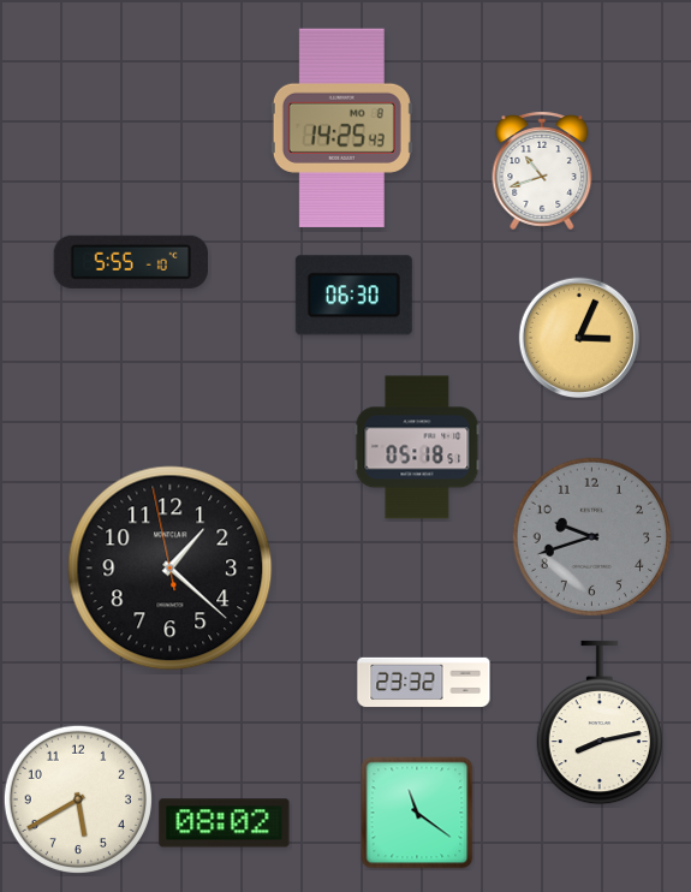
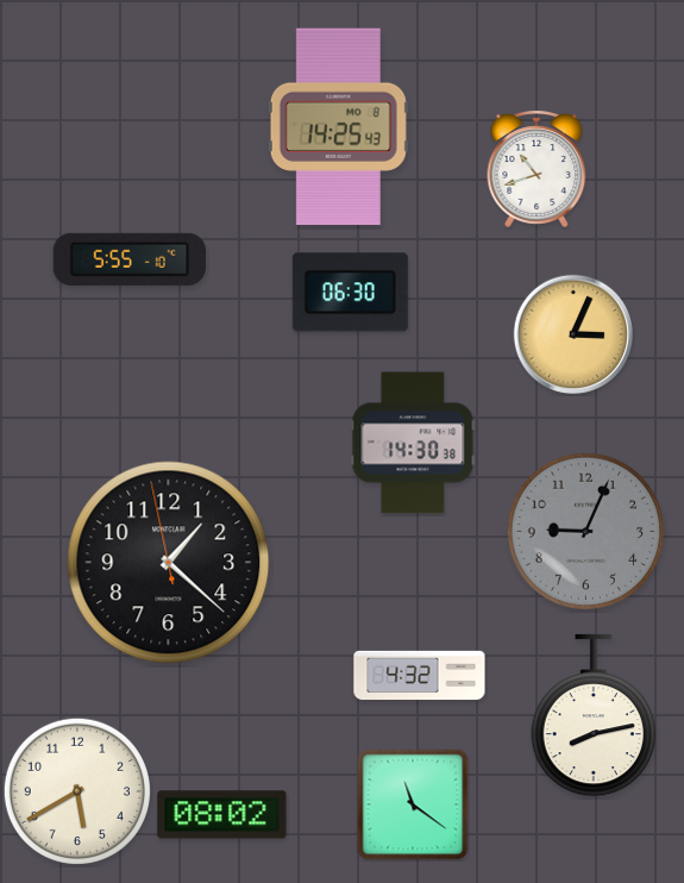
clock at (417, 447): 05:18 -> 14:30
clock at (591, 536): 9:42 -> 9:04
clock at (424, 683): 23:32 -> 4:32
